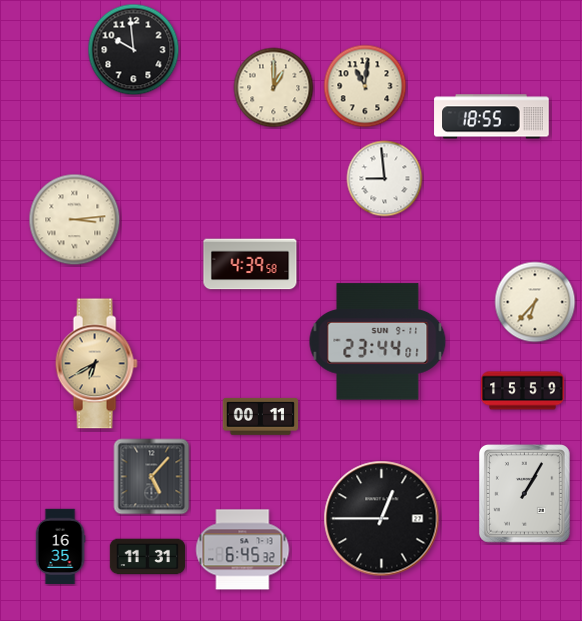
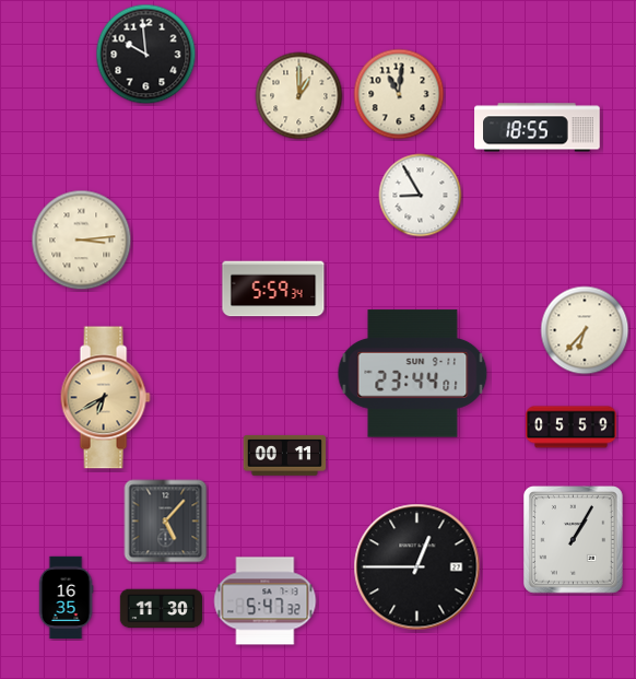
clock at (385, 179): 8:59 -> 8:55
clock at (250, 264): 4:39 -> 5:59
clock at (523, 391): 15:59 -> 05:59
clock at (243, 550): 6:45 -> 5:47
clock at (148, 557): 11:31 -> 11:30
